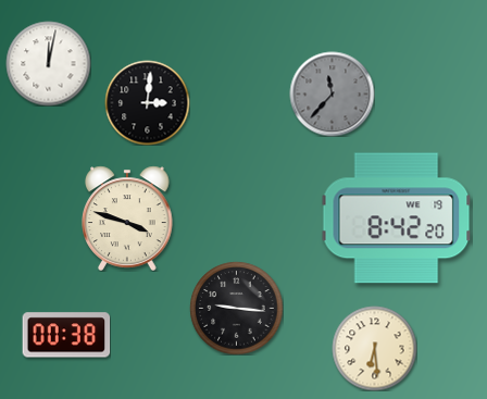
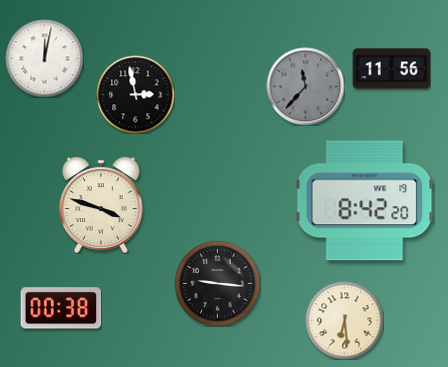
clock at (391, 69): none -> 11:56
clock at (147, 102): 3:01 -> 2:58
clock at (127, 219) position: (127, 219) -> (101, 205)
